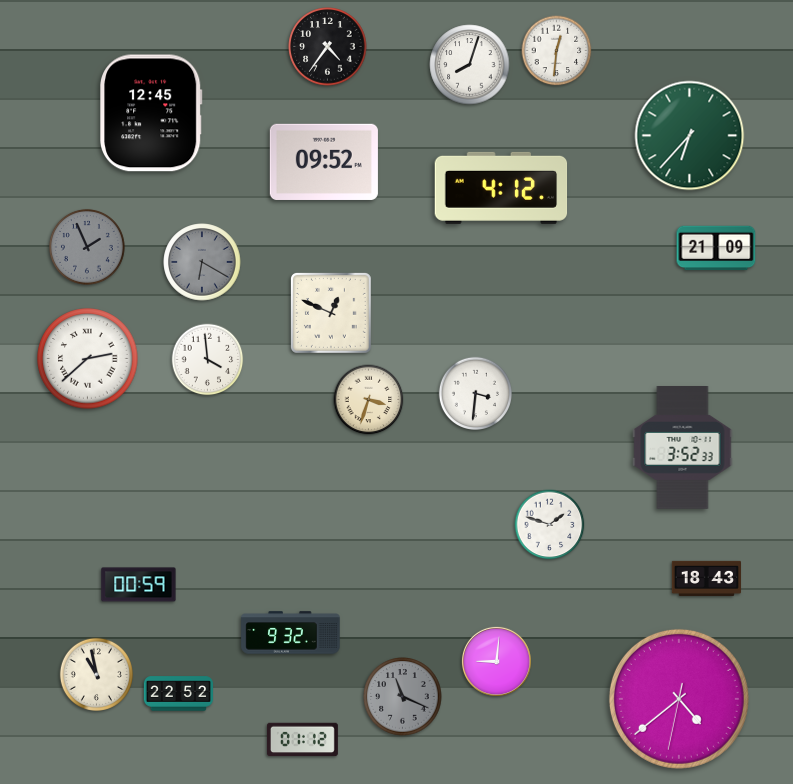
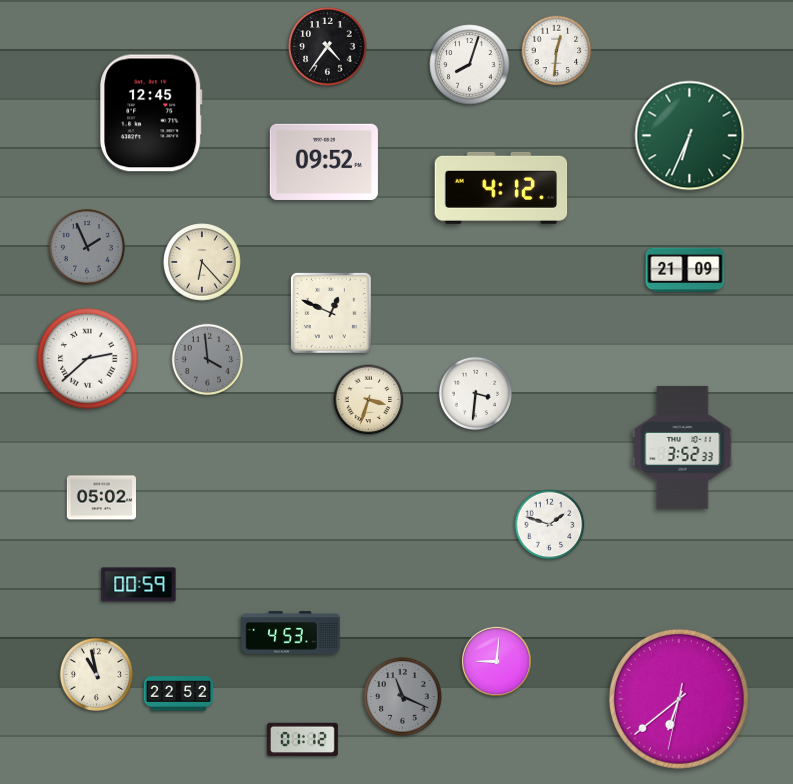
clock at (690, 136): 6:37 -> 6:34
clock at (716, 248) position: (716, 248) -> (685, 270)
clock at (202, 262): 6:20 -> 6:23
clock at (202, 262) dial: grey -> cream
clock at (208, 360) dial: white -> grey
clock at (101, 498): none -> 05:02
clock at (707, 578): 18:43 -> none
clock at (291, 633): 9:32 -> 4:53
clock at (679, 699): 4:38 -> 6:38
